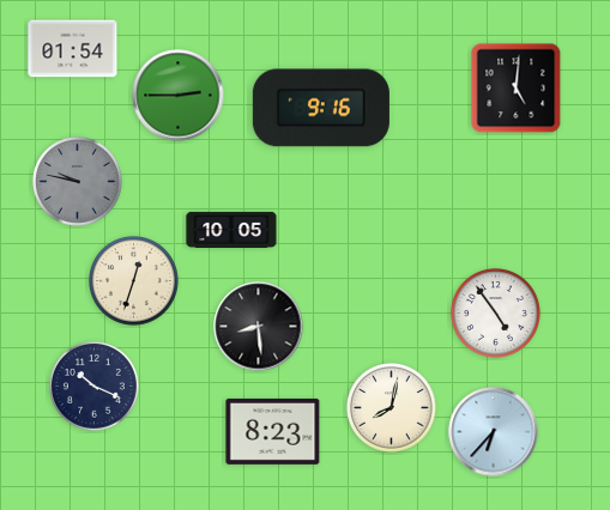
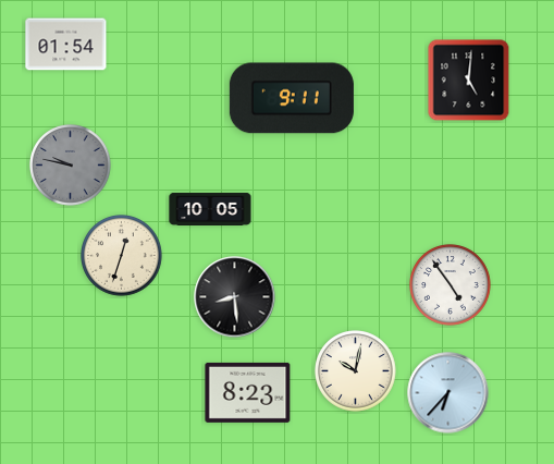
clock at (179, 96): 2:45 -> none
clock at (321, 108): 9:16 -> 9:11
clock at (95, 387): 10:19 -> none
clock at (392, 408): 8:02 -> 10:02
